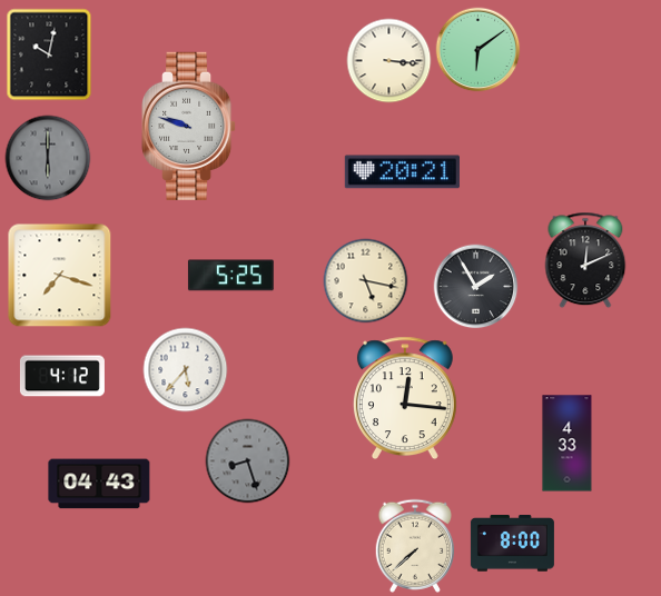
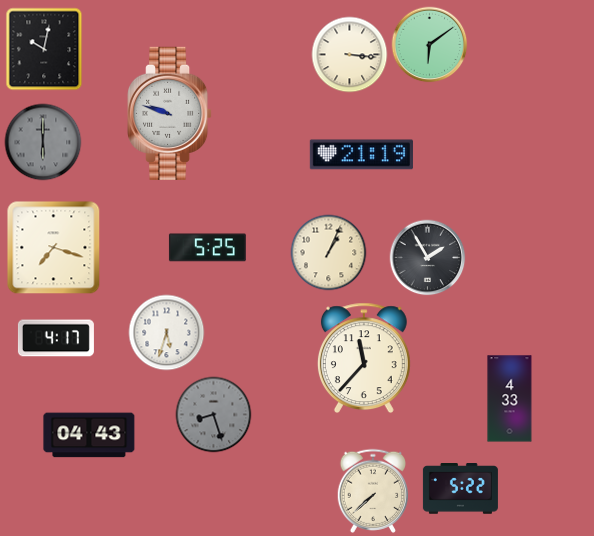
clock at (402, 172): 20:21 -> 21:19
clock at (585, 260): 12:11 -> none
clock at (366, 281): 5:17 -> 1:04
clock at (186, 370): 5:37 -> 5:33
clock at (62, 376): 4:12 -> 4:17
clock at (405, 398): 12:16 -> 11:37
clock at (248, 461) position: (248, 461) -> (214, 415)
clock at (512, 544): 8:00 -> 5:22
